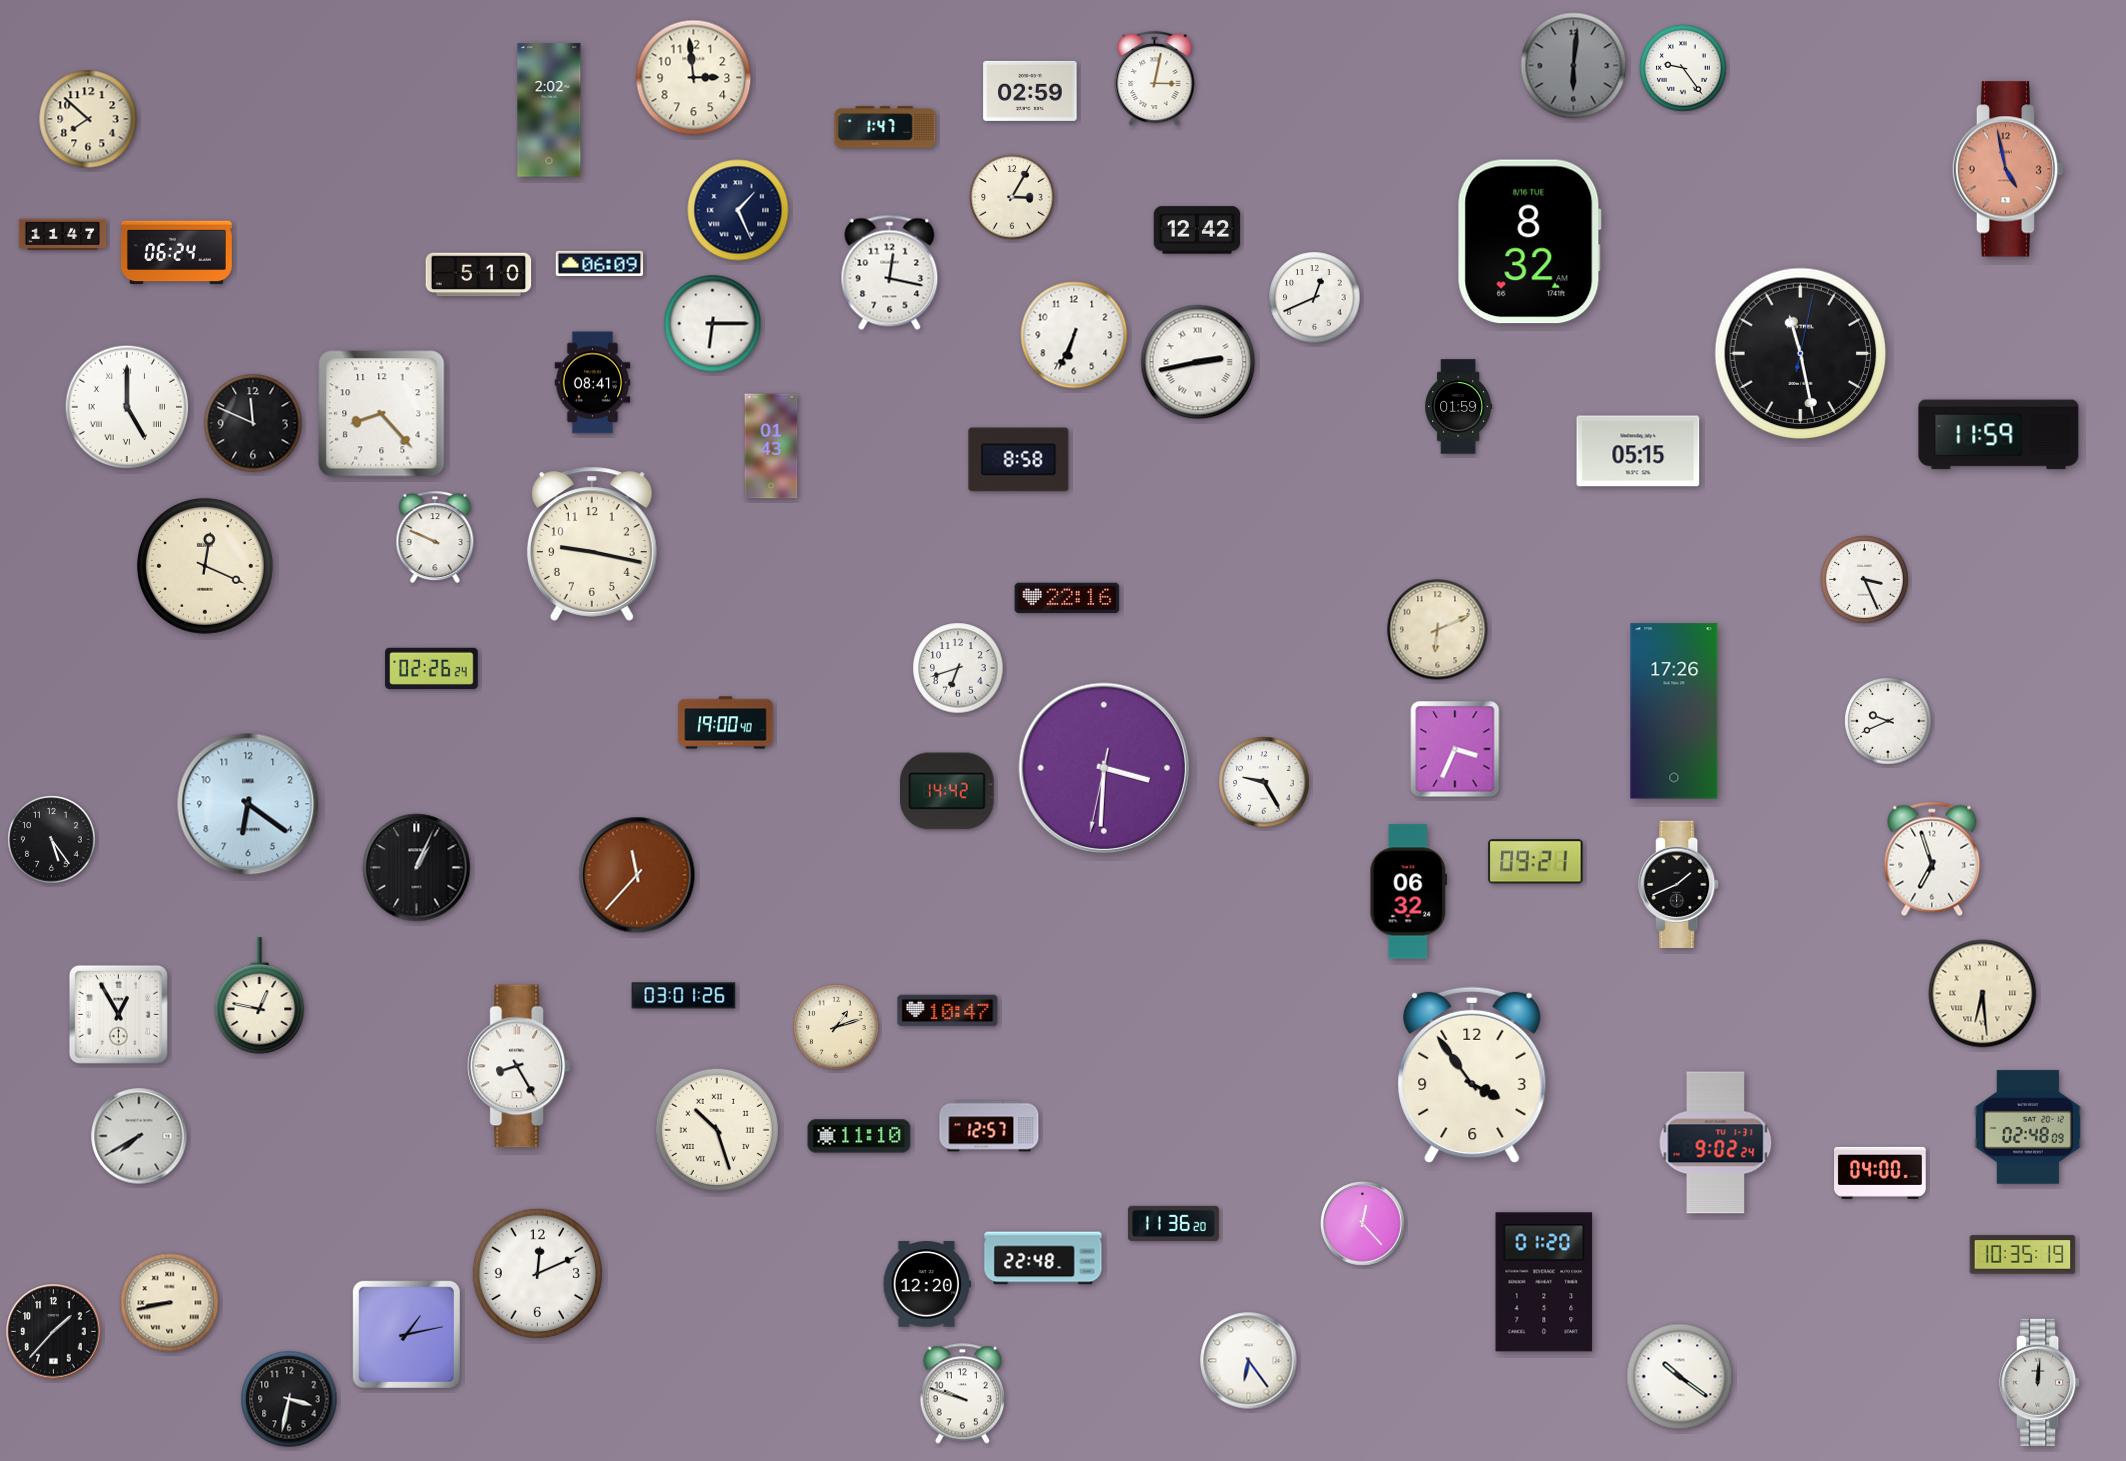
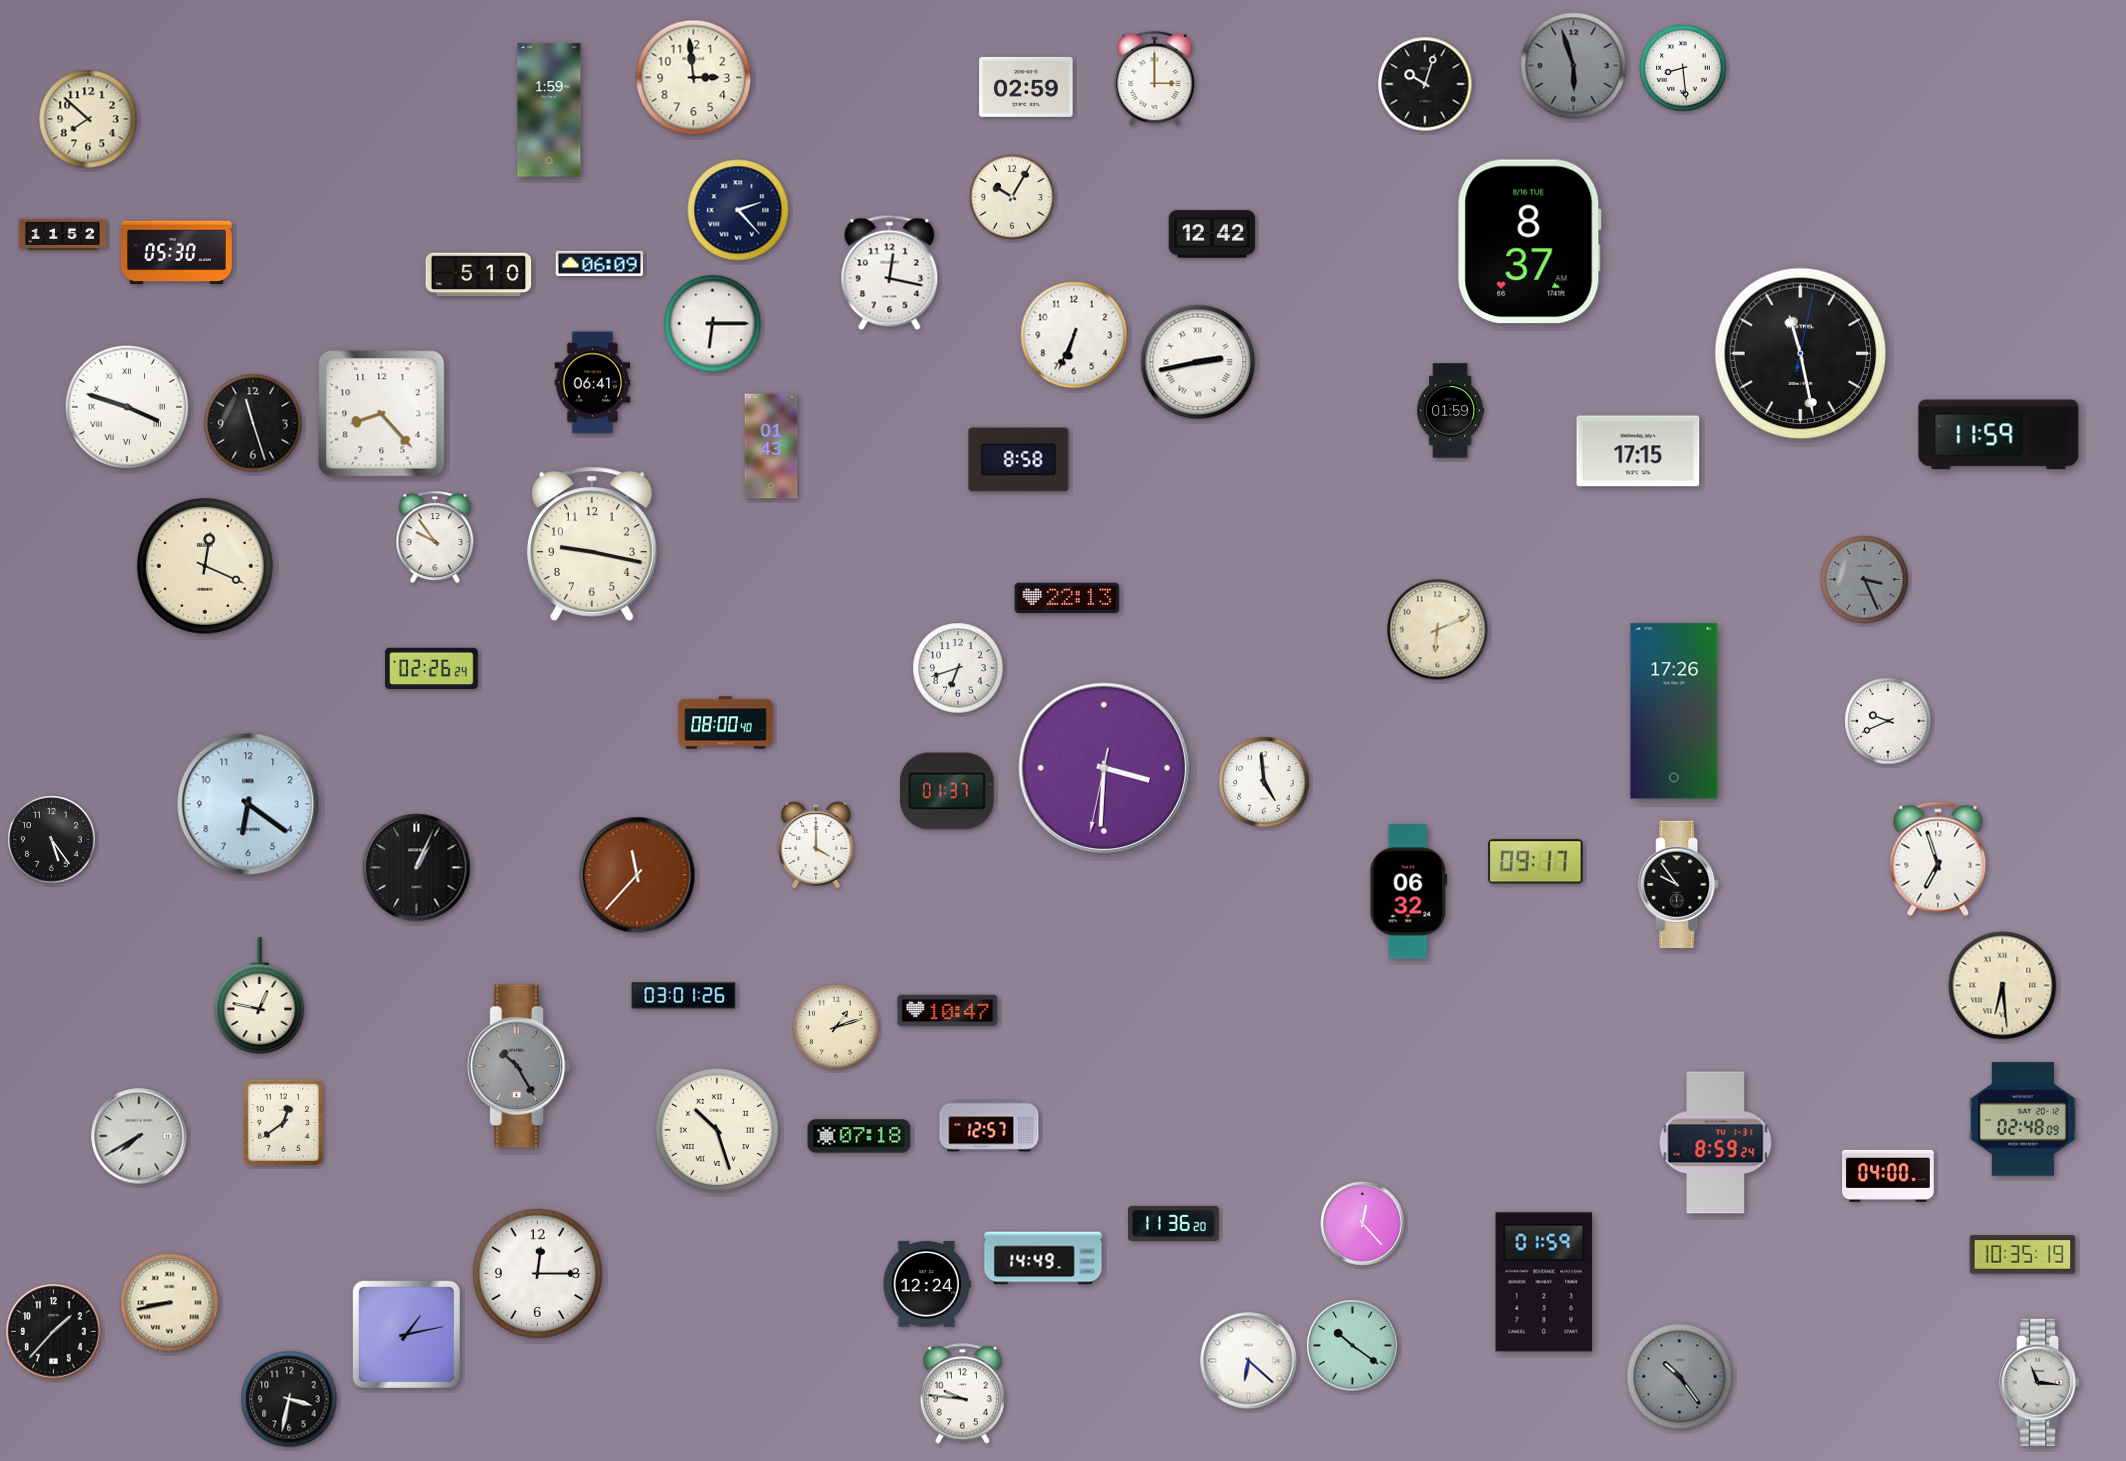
clock at (1574, 66): 6:01 -> 5:57
clock at (1683, 68): 9:24 -> 8:29
clock at (1155, 79): 3:02 -> 3:00
clock at (1425, 84): none -> 10:03
clock at (1030, 91) position: (1030, 91) -> (1026, 87)
clock at (549, 110): 2:02 -> 1:59
clock at (885, 127): 1:47 -> none
clock at (2008, 169): 4:58 -> none
clock at (1012, 197): 3:05 -> 10:05
clock at (738, 210): 1:26 -> 2:23
clock at (1197, 230) position: (1197, 230) -> (1212, 234)
clock at (63, 235): 11:47 -> 11:52
clock at (1529, 242): 8:32 -> 8:37
clock at (176, 253): 06:24 -> 05:30
clock at (1315, 298): 12:41 -> none
clock at (593, 383): 08:41 -> 06:41
clock at (127, 407): 5:00 -> 3:48
clock at (1459, 407) position: (1459, 407) -> (1451, 411)
clock at (253, 423): 11:49 -> 11:27
clock at (1638, 451): 05:15 -> 17:15
clock at (435, 537): 9:49 -> 9:54
clock at (1865, 580) dial: white -> grey
clock at (1067, 598): 22:16 -> 22:13
clock at (726, 723): 19:00 -> 08:00
clock at (1455, 749): 3:34 -> none
clock at (1264, 782): 9:25 -> 4:59
clock at (947, 791): 14:42 -> 01:37
clock at (816, 845): none -> 4:00
clock at (1932, 859) position: (1932, 859) -> (1938, 859)
clock at (1536, 862): 09:21 -> 09:17
clock at (1679, 884): 1:41 -> 9:54
clock at (1983, 994) position: (1983, 994) -> (2003, 986)
clock at (118, 1014): 12:55 -> none
clock at (518, 1066): 8:25 -> 10:25
clock at (518, 1066) dial: white -> grey
clock at (1472, 1075): 3:54 -> none
clock at (283, 1122): none -> 12:39
clock at (2028, 1127) position: (2028, 1127) -> (2023, 1119)
clock at (859, 1136): 11:10 -> 07:18
clock at (1716, 1143): 9:02 -> 8:59
clock at (1881, 1173) position: (1881, 1173) -> (1889, 1176)
clock at (1043, 1258): 22:48 -> 14:49
clock at (537, 1273): 12:11 -> 12:15
clock at (1544, 1282): 01:20 -> 01:59
clock at (927, 1284): 12:20 -> 12:24
clock at (1353, 1346): none -> 10:21
clock at (1249, 1361): 6:24 -> 6:22
clock at (1680, 1377): 10:21 -> 10:24
clock at (1680, 1377) dial: white -> grey
clock at (2040, 1382): 12:01 -> 11:16
clock at (962, 1394): 9:48 -> 9:46
